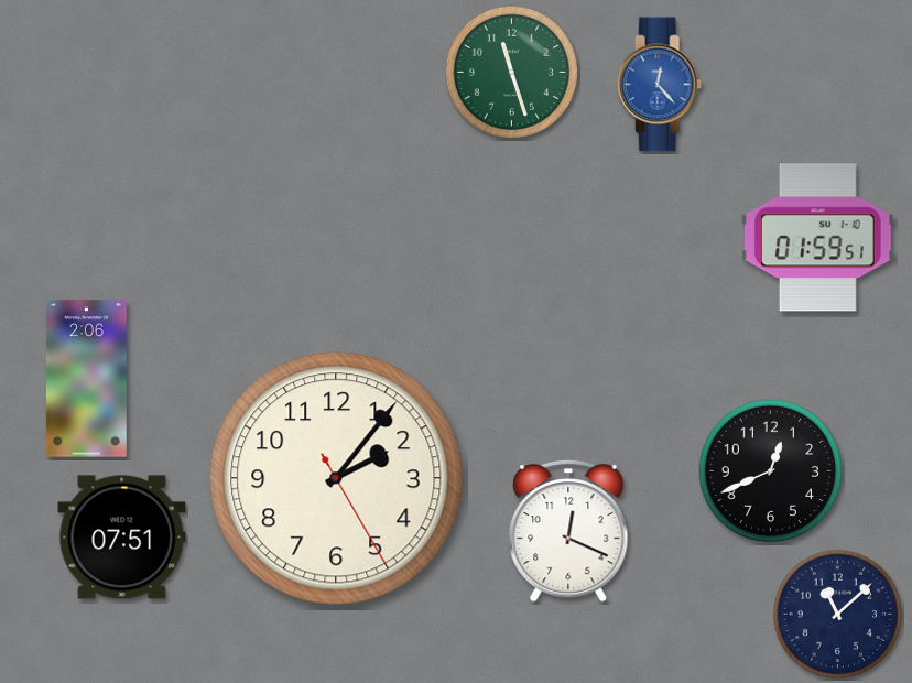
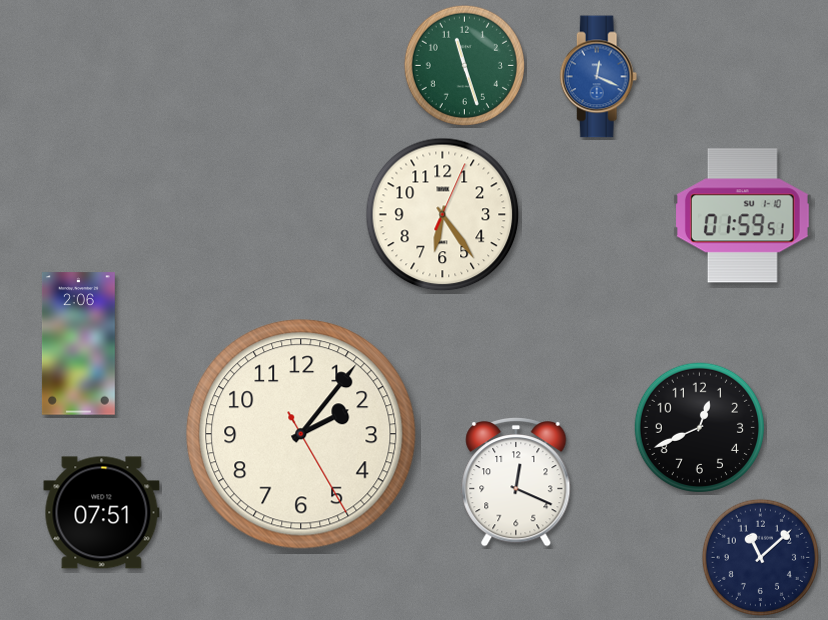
clock at (660, 85): 12:23 -> 12:19
clock at (443, 215): none -> 6:24
clock at (336, 478) position: (336, 478) -> (301, 434)
clock at (122, 538) position: (122, 538) -> (102, 513)
